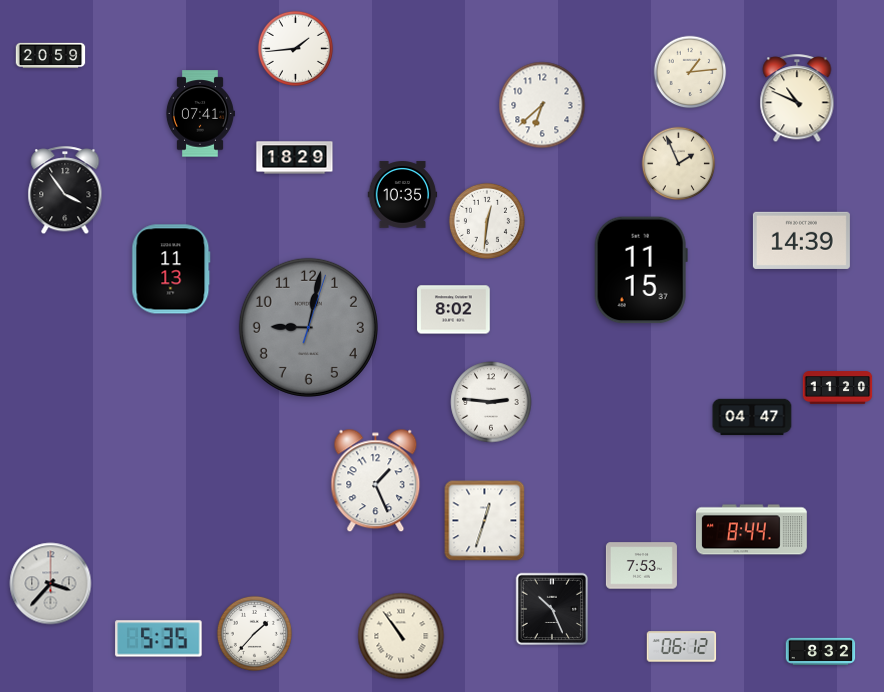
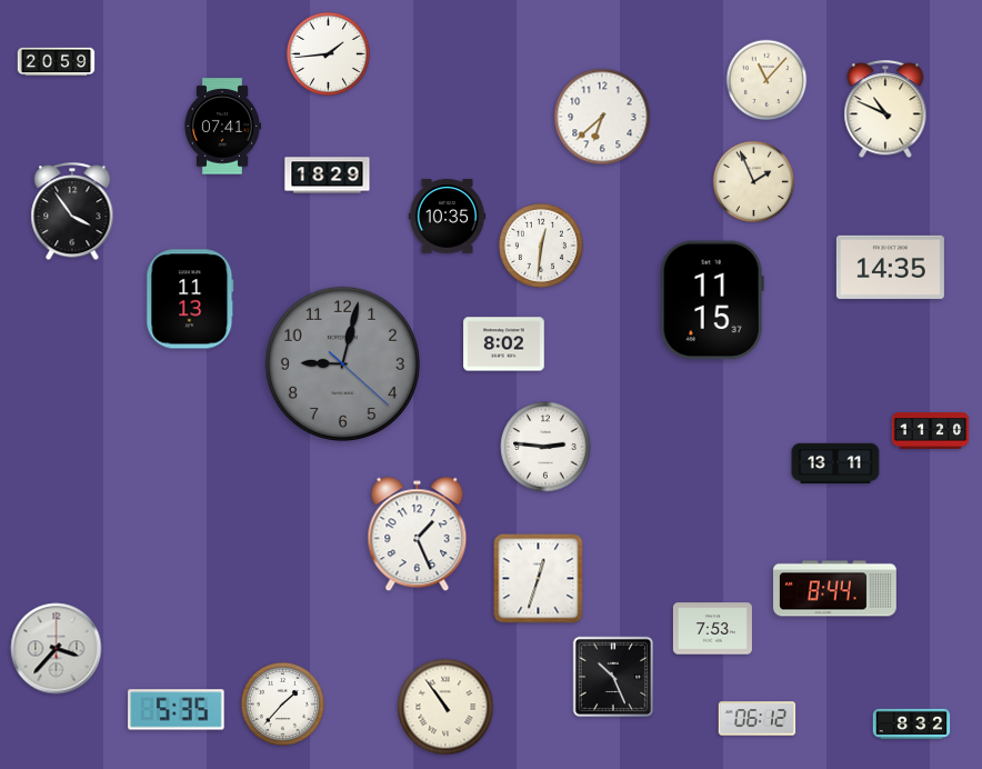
clock at (690, 72): 1:14 -> 11:07
clock at (801, 240): 14:39 -> 14:35
clock at (308, 327): 9:02:03 -> 9:02:22
clock at (752, 417): 04:47 -> 13:11
